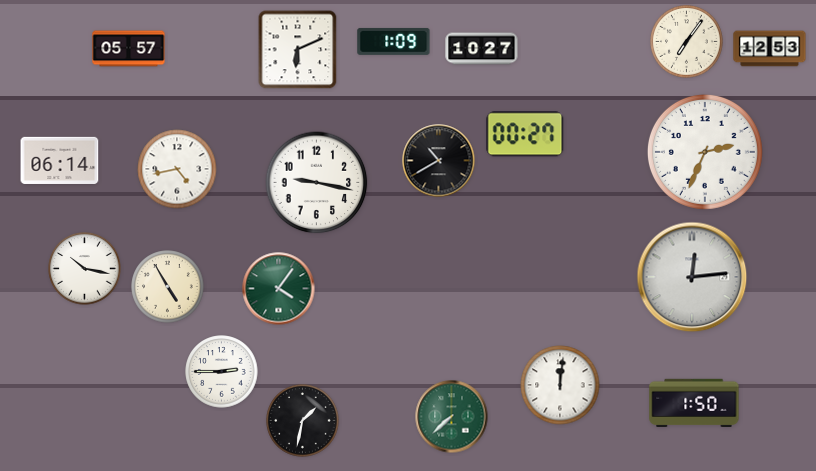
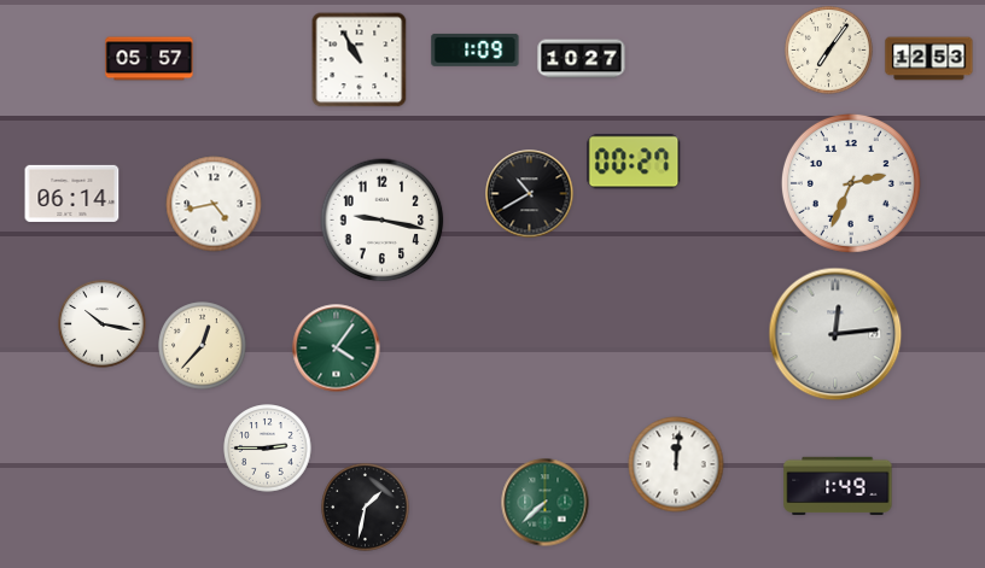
clock at (129, 49) position: (129, 49) -> (150, 59)
clock at (298, 50): 6:11 -> 10:55
clock at (168, 287): 4:55 -> 12:37
clock at (694, 402): 1:50 -> 1:49
